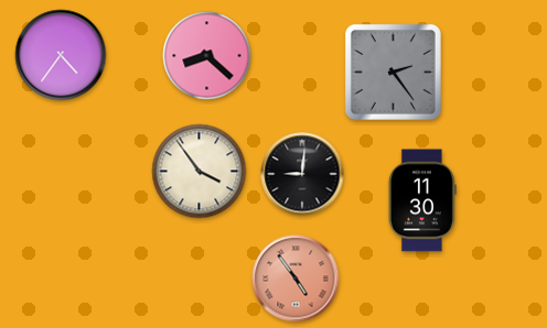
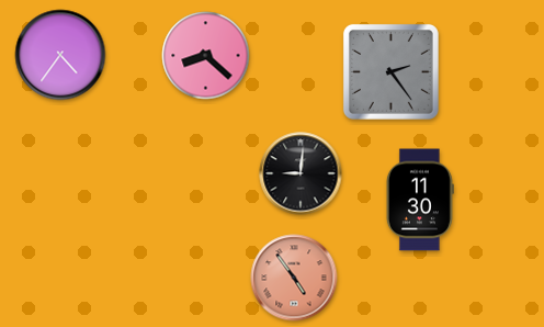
clock at (200, 172): 3:54 -> none
